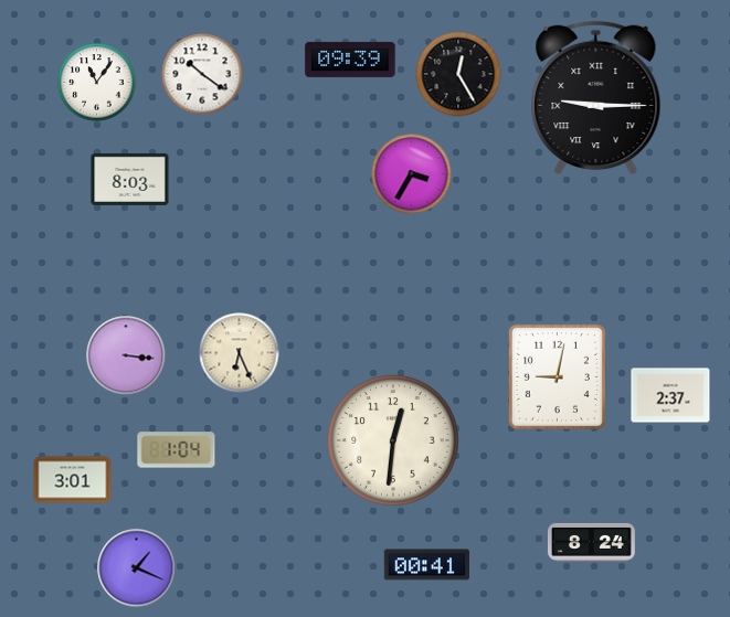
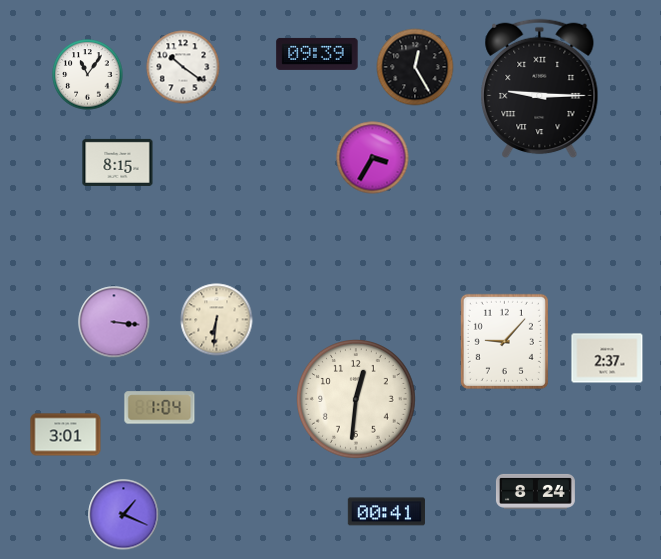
clock at (130, 179): 8:03 -> 8:15
clock at (240, 353): 6:26 -> 6:31
clock at (557, 376): 9:02 -> 9:07
